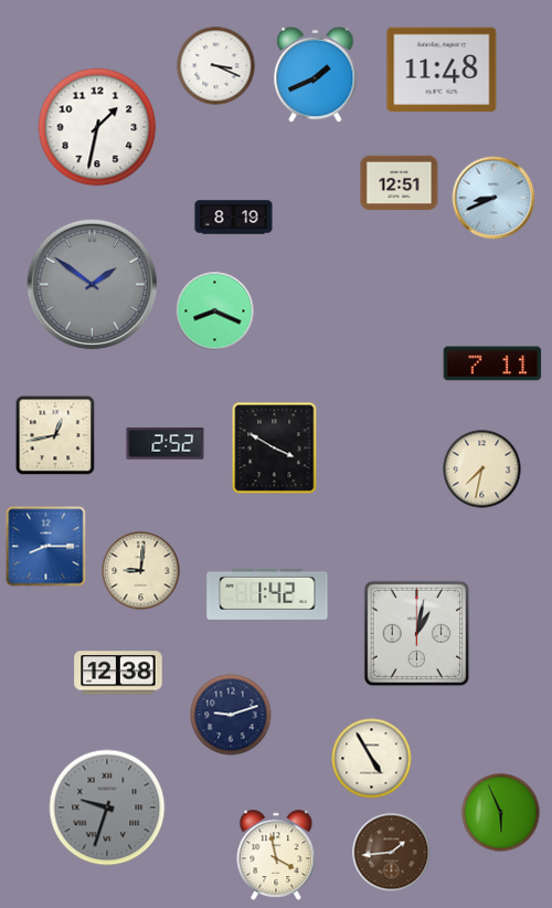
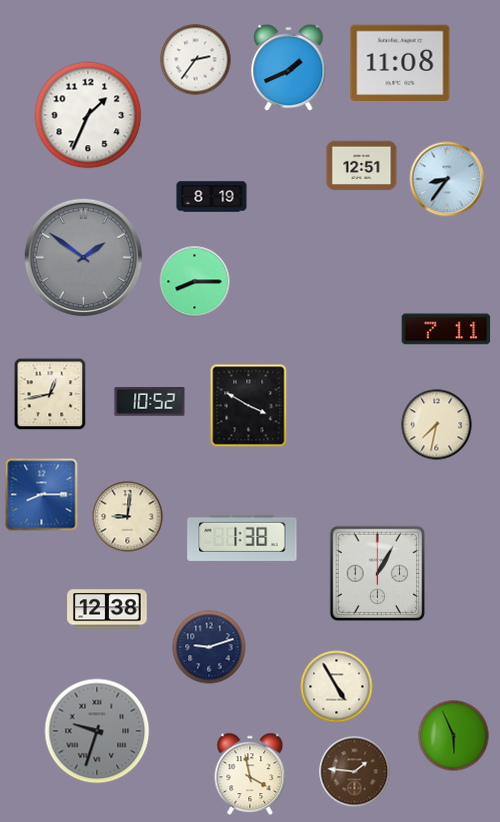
clock at (216, 66): 3:19 -> 2:36
clock at (442, 68): 11:48 -> 11:08
clock at (316, 75) position: (316, 75) -> (289, 68)
clock at (97, 127): 1:32 -> 1:34
clock at (493, 198): 8:41 -> 8:36
clock at (215, 312): 8:19 -> 8:15
clock at (166, 444): 2:52 -> 10:52
clock at (267, 594): 1:42 -> 1:38
clock at (417, 634): 1:02 -> 1:05
clock at (392, 853): 1:44 -> 1:46
